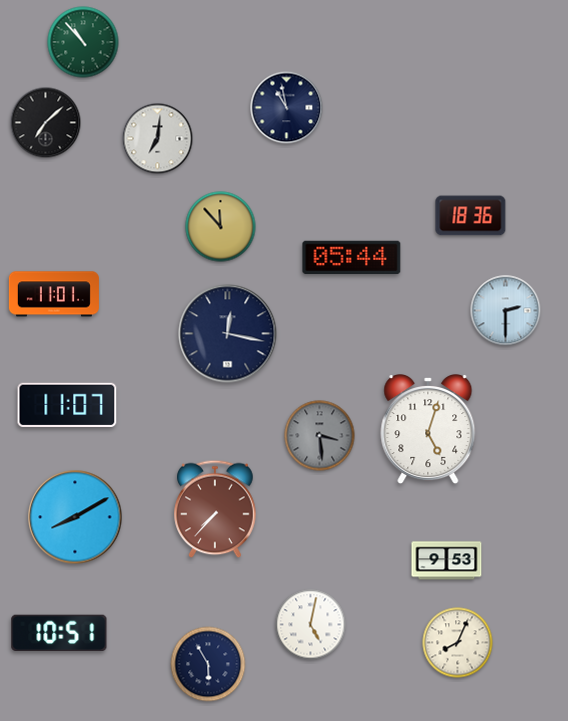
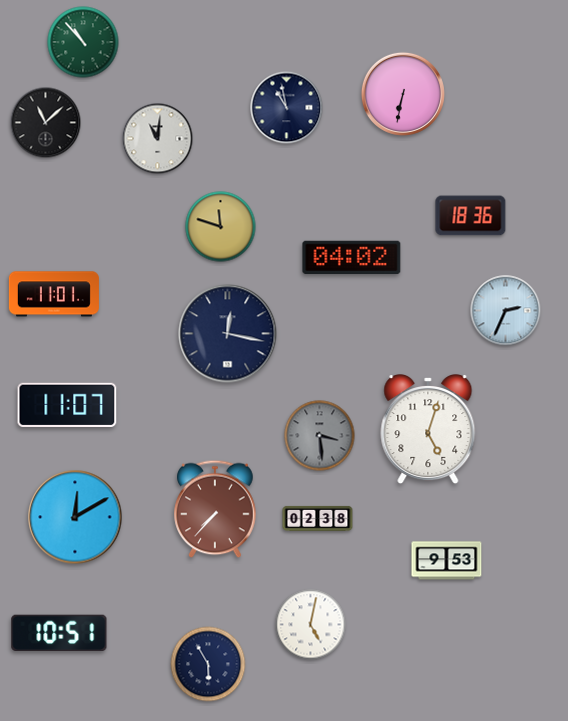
clock at (403, 94): none -> 6:32
clock at (46, 123): 7:08 -> 11:08
clock at (158, 139): 7:01 -> 11:01
clock at (221, 227): 11:53 -> 11:48
clock at (352, 258): 05:44 -> 04:02
clock at (506, 311): 2:30 -> 2:34
clock at (75, 517): 8:10 -> 12:10
clock at (318, 518): none -> 02:38
clock at (458, 643): 8:04 -> none
